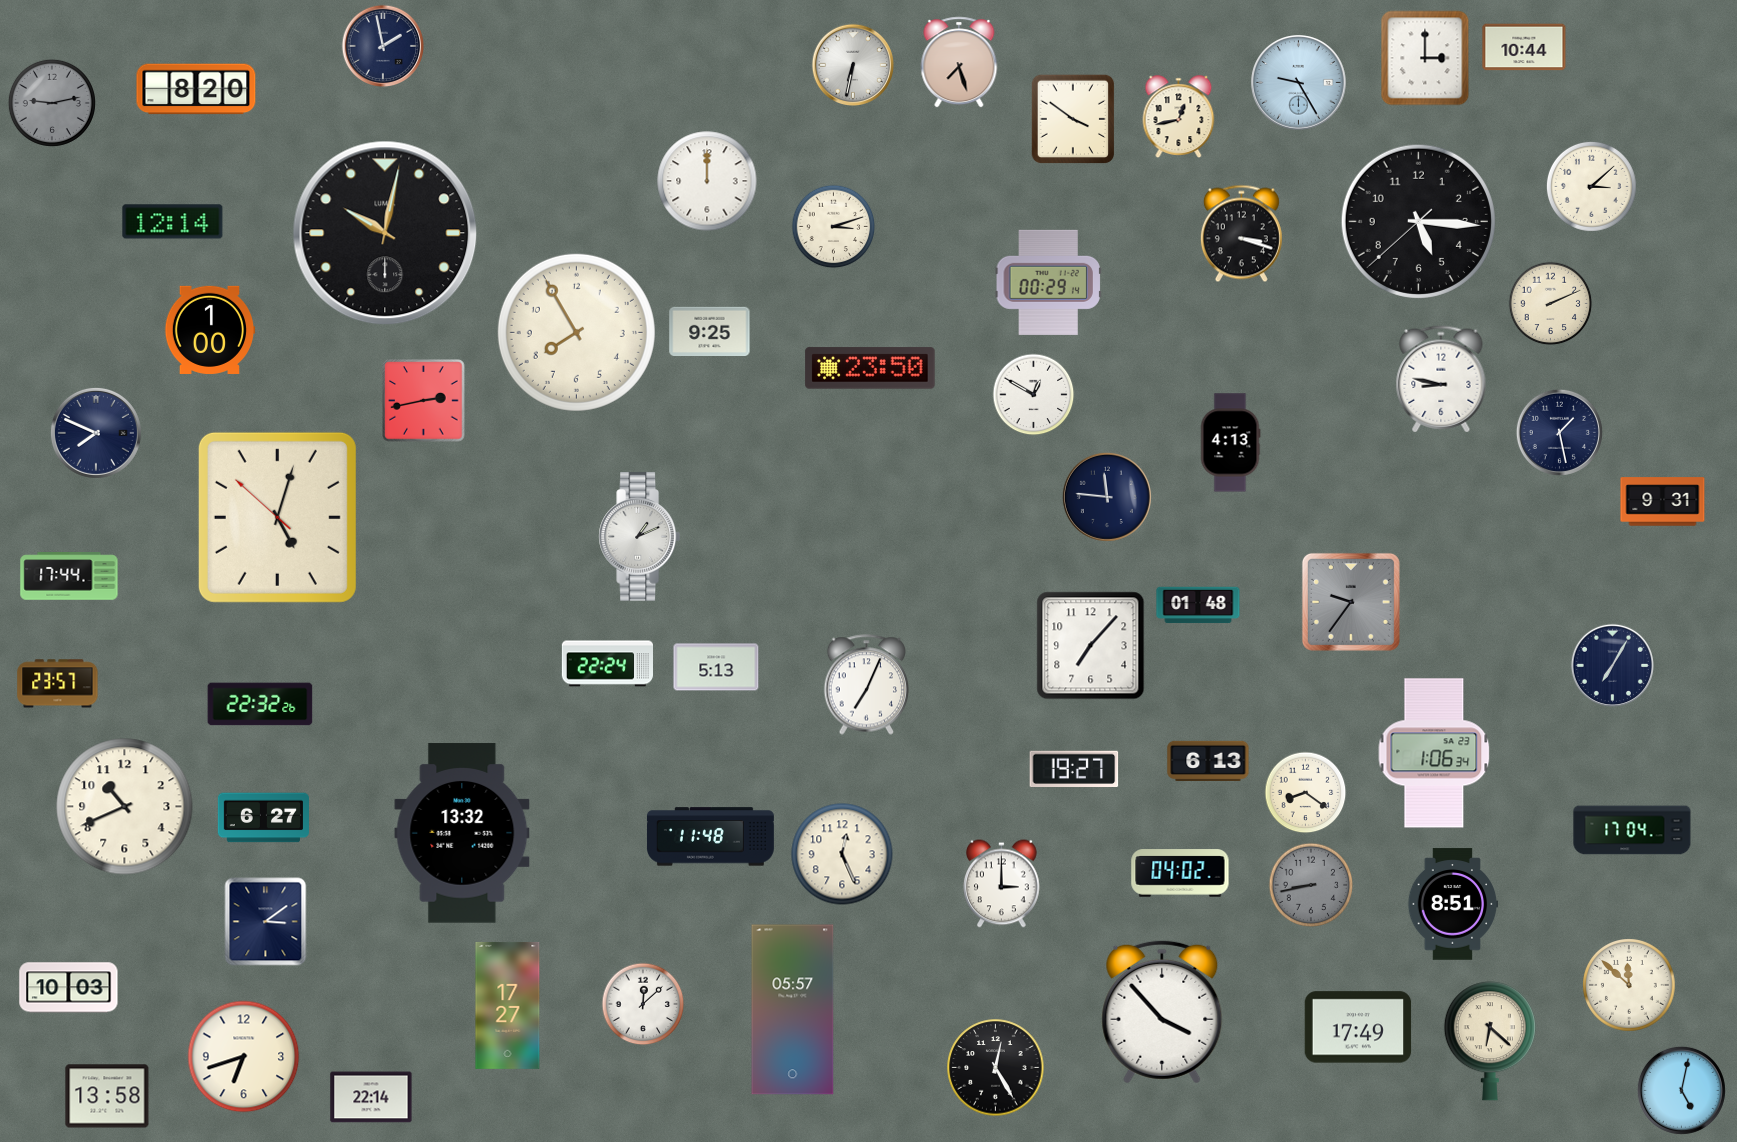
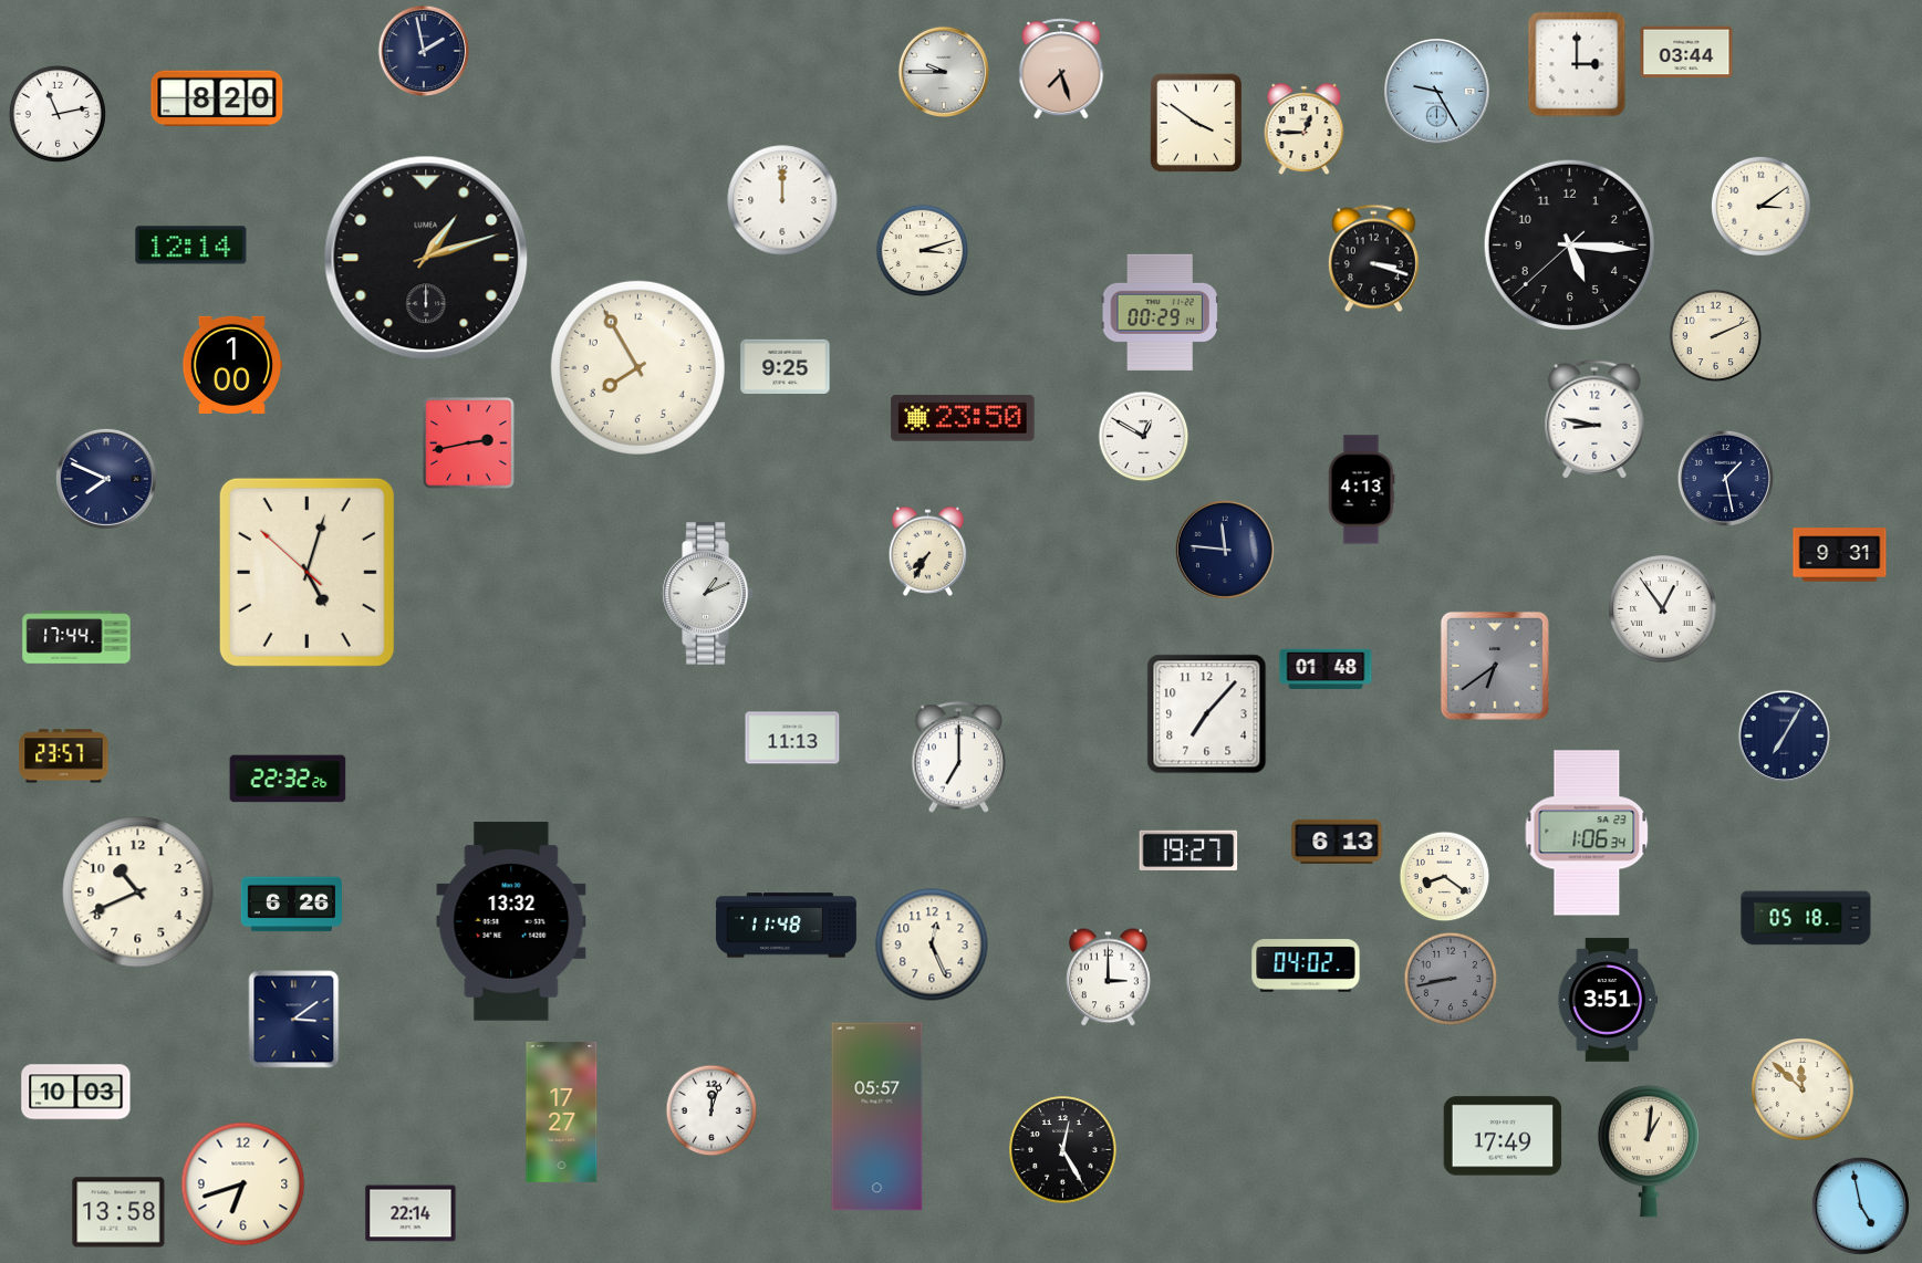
clock at (1524, 47): 10:44 -> 03:44
clock at (852, 64): 6:32 -> 9:45
clock at (52, 103): 9:13 -> 11:13
clock at (52, 103) dial: grey -> white
clock at (1179, 116): 12:43 -> 12:45
clock at (1073, 119) position: (1073, 119) -> (1196, 123)
clock at (1591, 186): 3:08 -> 3:09
clock at (385, 233): 10:02 -> 1:12
clock at (870, 368) position: (870, 368) -> (963, 418)
clock at (927, 551): none -> 7:35
clock at (1663, 609): none -> 12:54
clock at (1351, 602): 9:36 -> 6:39
clock at (607, 664): 22:24 -> none
clock at (716, 667): 5:13 -> 11:13
clock at (867, 685): 7:04 -> 7:00
clock at (263, 818): 6:27 -> 6:26
clock at (1632, 830): 17:04 -> 05:18
clock at (1453, 904): 8:51 -> 3:51
clock at (643, 1004): 12:08 -> 12:03
clock at (1162, 1012): 3:53 -> none
clock at (1490, 1041): 6:22 -> 1:01
clock at (244, 1057) position: (244, 1057) -> (243, 1184)
clock at (996, 1068) position: (996, 1068) -> (1063, 1150)
clock at (1681, 1090): 5:02 -> 4:58
